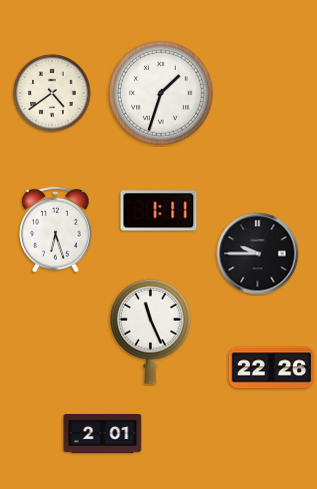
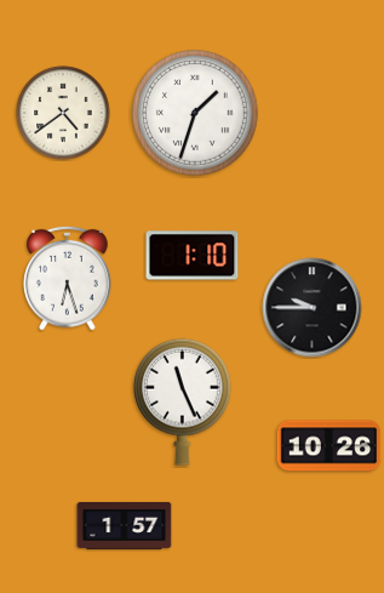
clock at (159, 211): 1:11 -> 1:10
clock at (272, 368): 22:26 -> 10:26
clock at (103, 433): 2:01 -> 1:57
